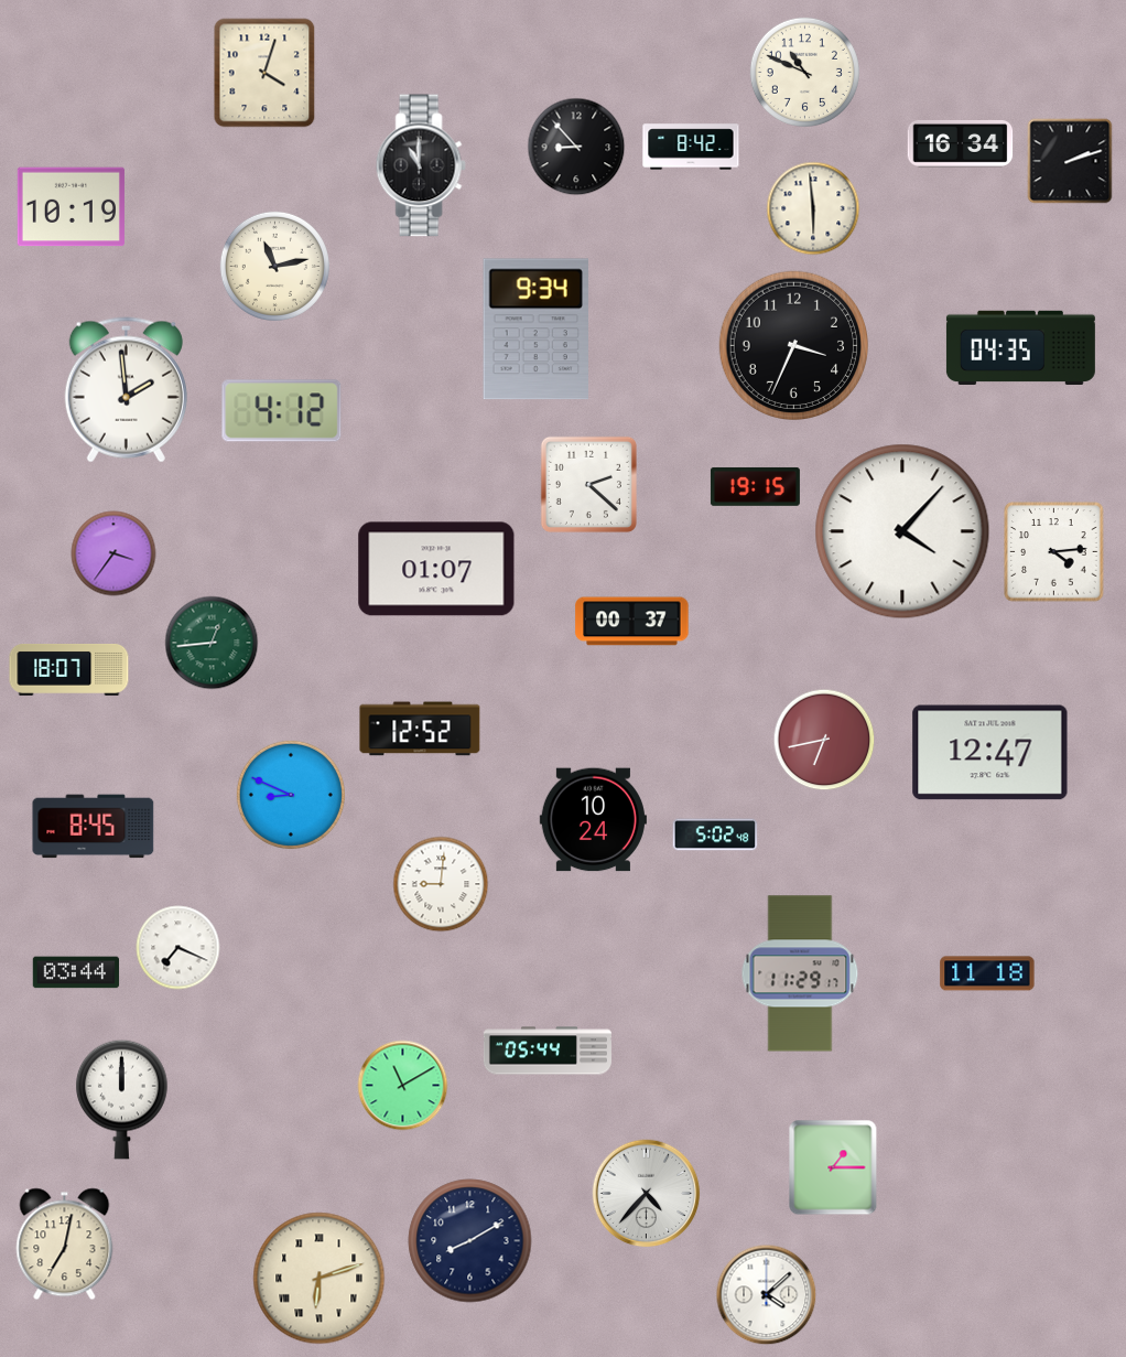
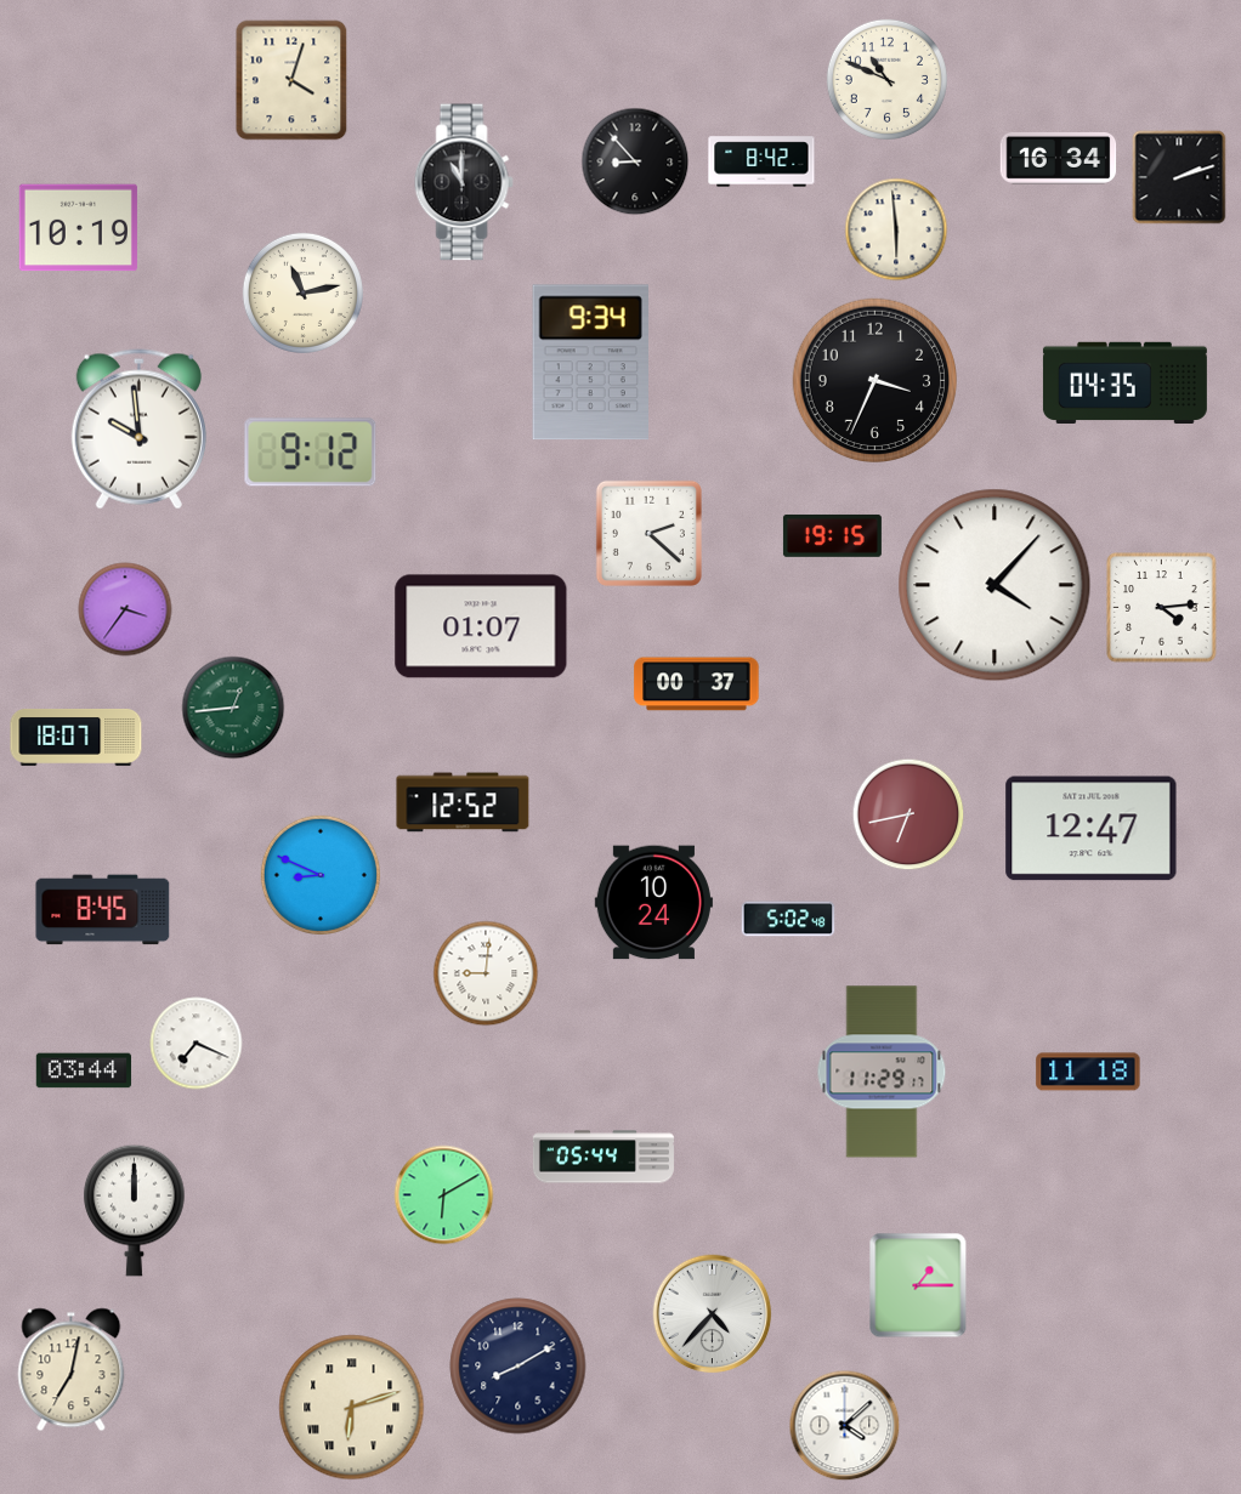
clock at (126, 390): 1:59 -> 9:59
clock at (282, 411): 4:12 -> 9:12
clock at (403, 1086): 11:10 -> 6:10
